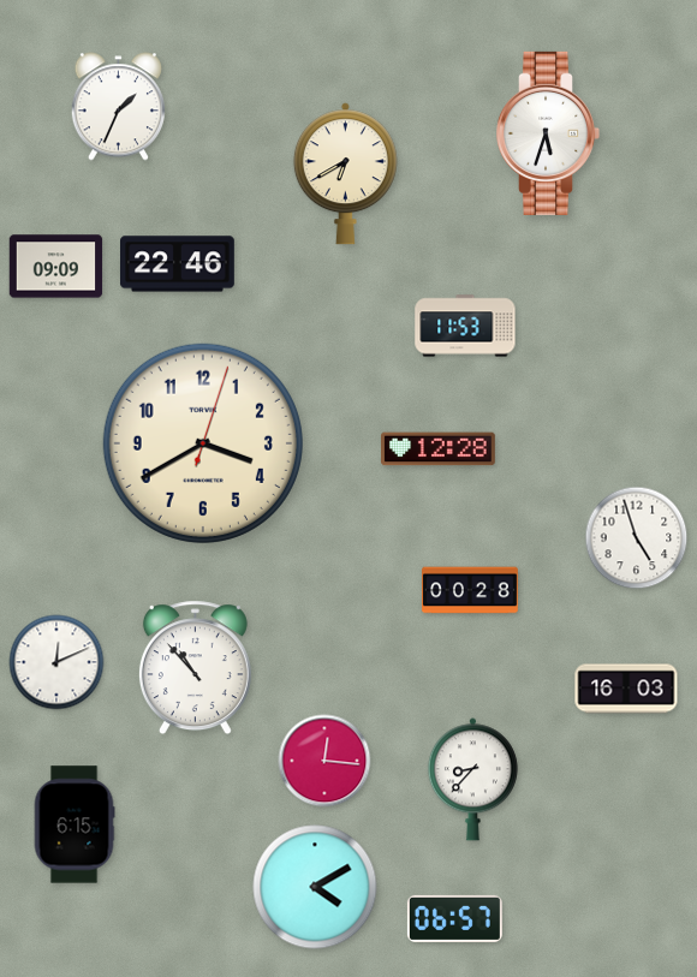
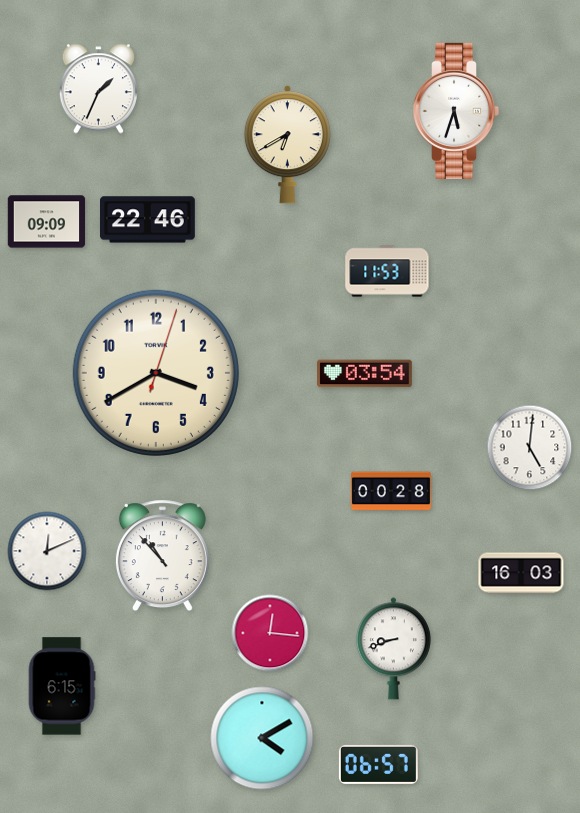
clock at (203, 443) position: (203, 443) -> (156, 373)
clock at (439, 449): 12:28 -> 03:54
clock at (637, 538): 4:57 -> 5:01
clock at (472, 780): 8:37 -> 8:42
